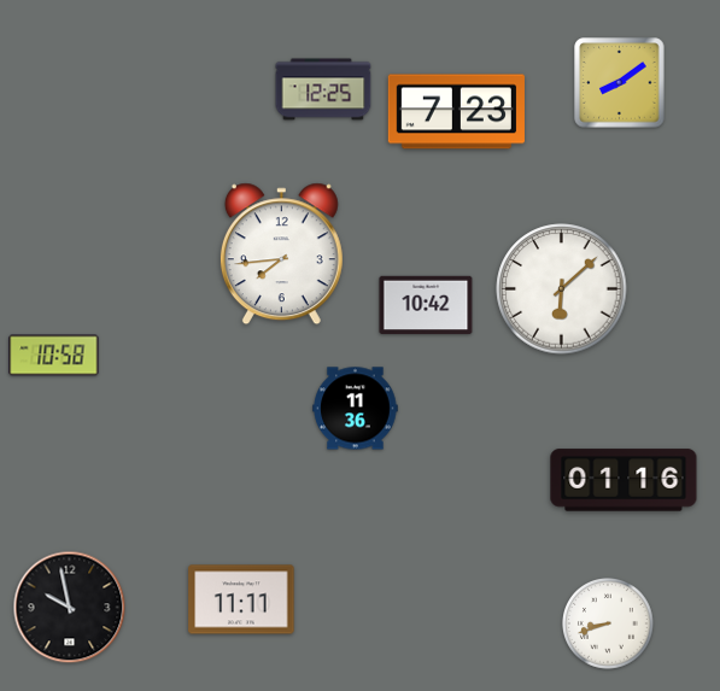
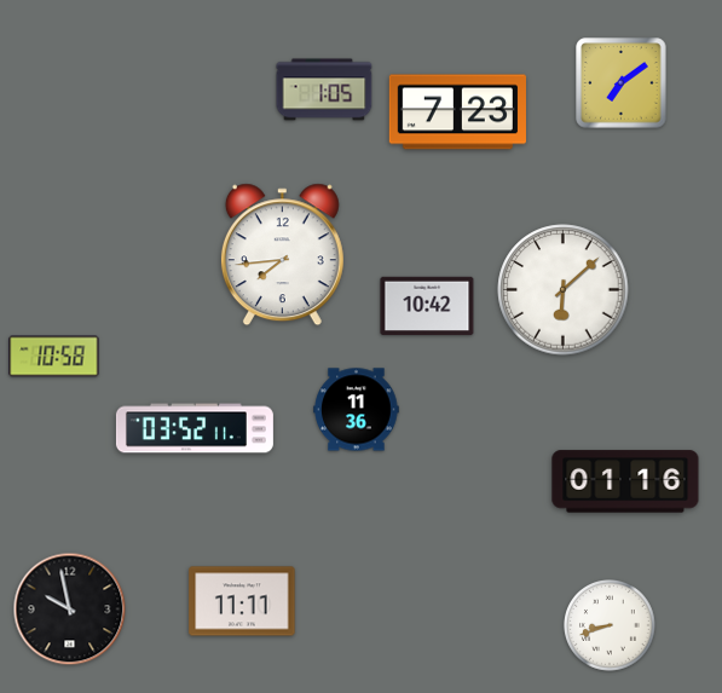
clock at (620, 83): 8:09 -> 7:09
clock at (323, 89): 12:25 -> 1:05
clock at (195, 428): none -> 03:52
